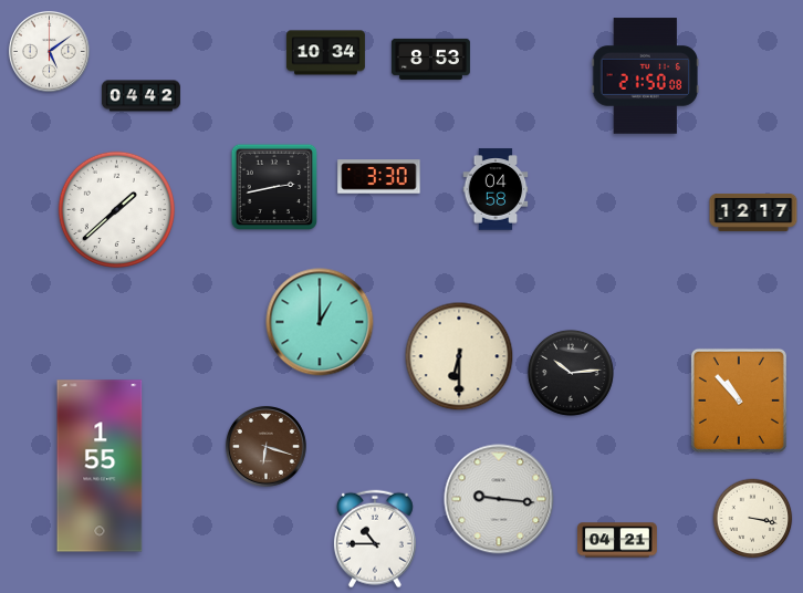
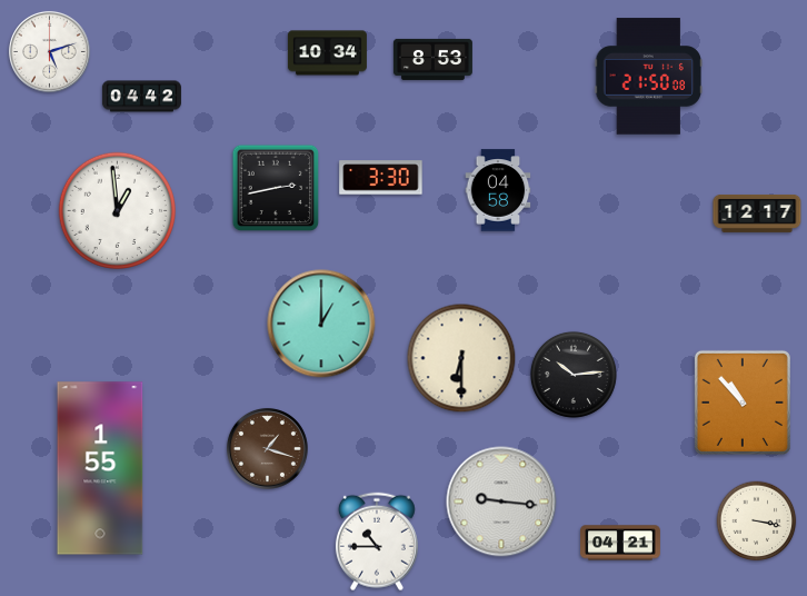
clock at (49, 51): 5:09 -> 5:12
clock at (116, 209): 1:38 -> 12:59
clock at (265, 446): 6:18 -> 1:18
